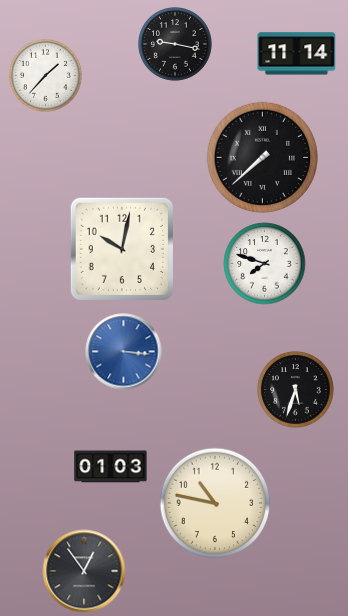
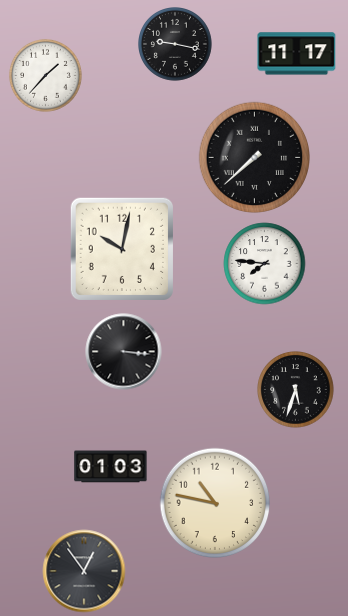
clock at (297, 54): 11:14 -> 11:17
clock at (262, 157) position: (262, 157) -> (254, 157)
clock at (265, 264): 7:48 -> 7:46
clock at (124, 352) dial: blue -> black
